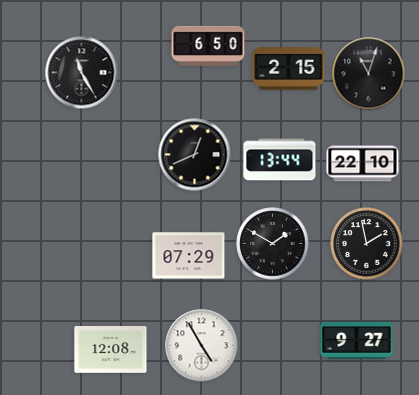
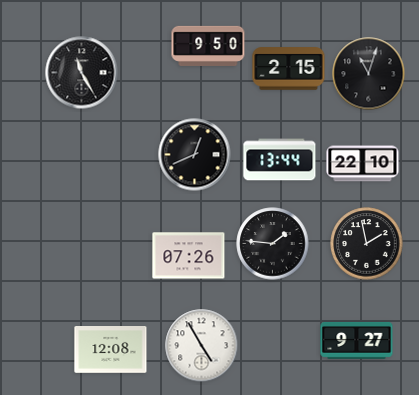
clock at (208, 46): 6:50 -> 9:50
clock at (273, 244): 1:50 -> 1:46
clock at (189, 256): 07:29 -> 07:26
